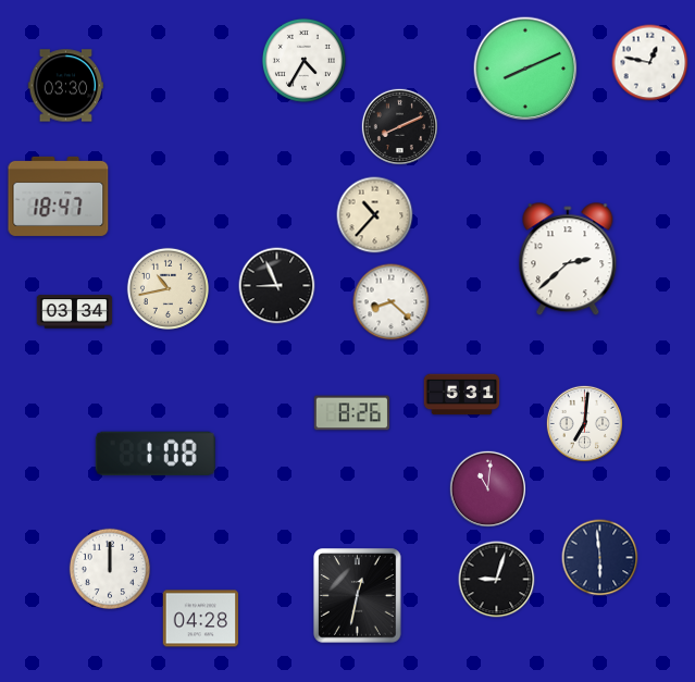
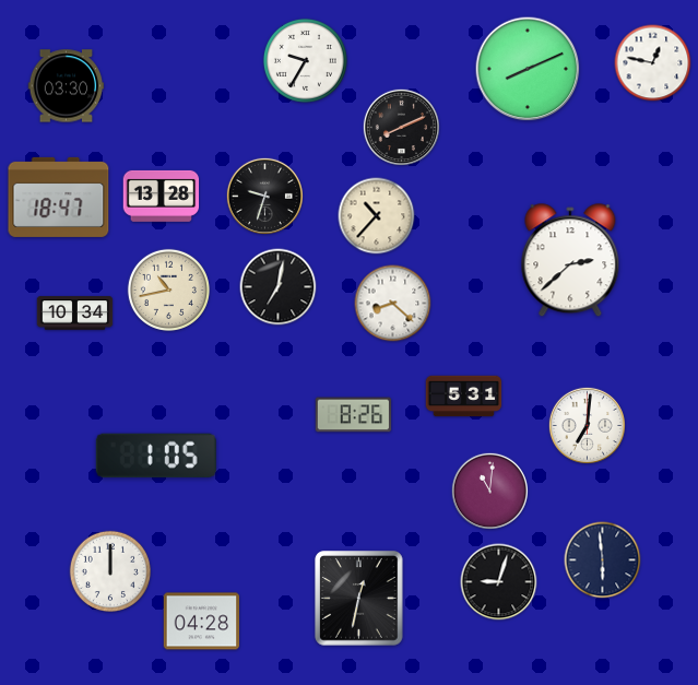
clock at (303, 60): 4:35 -> 9:35
clock at (162, 196): none -> 13:28
clock at (264, 196): none -> 9:33
clock at (277, 286): 8:56 -> 7:02
clock at (75, 312): 03:34 -> 10:34
clock at (156, 454): 1:08 -> 1:05
